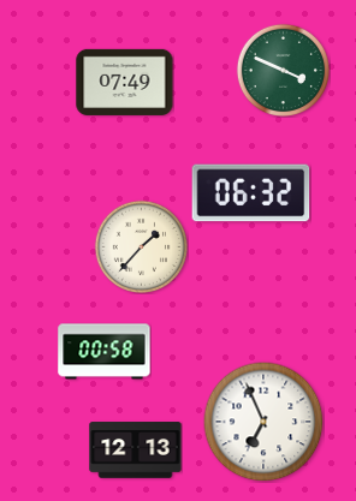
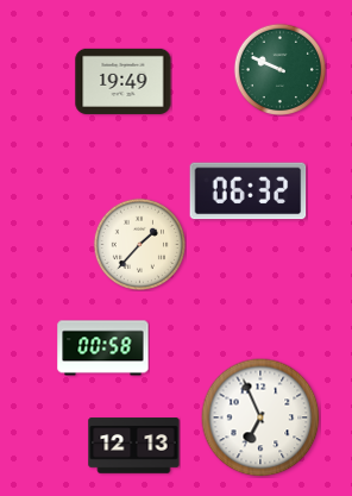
clock at (283, 70): 3:49 -> 9:49
clock at (125, 82): 07:49 -> 19:49
